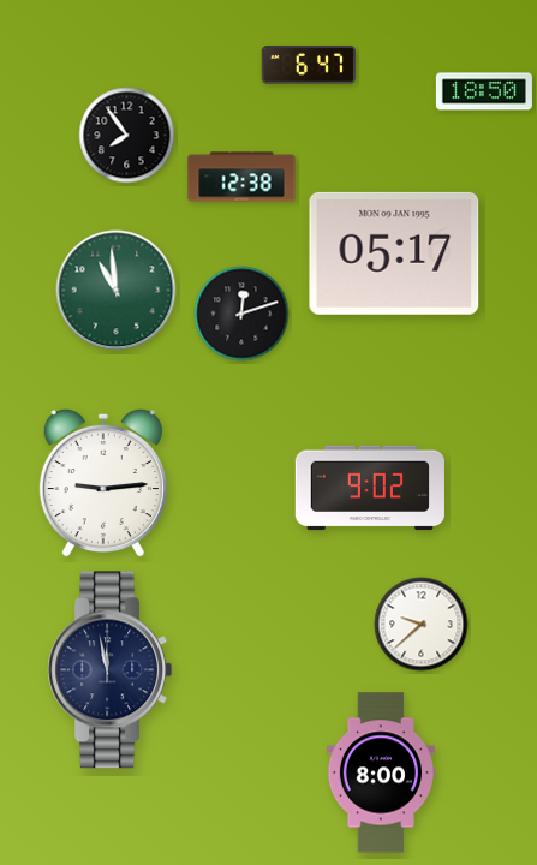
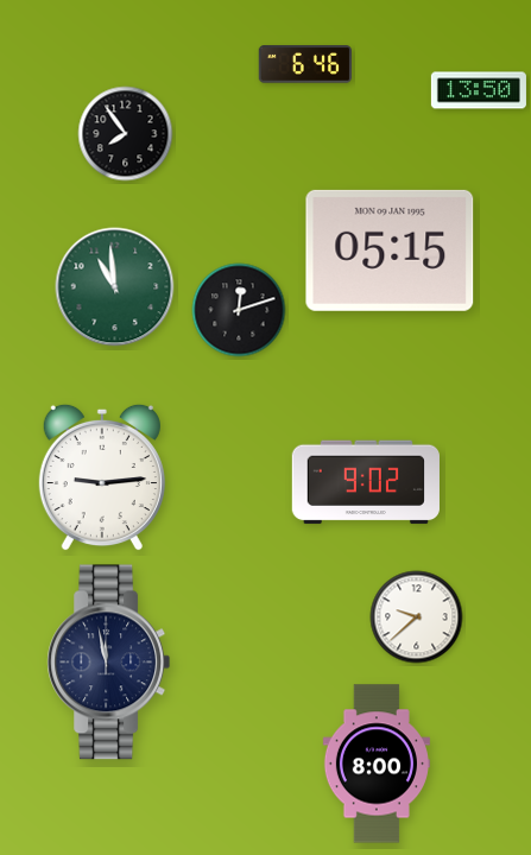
clock at (308, 65): 6:47 -> 6:46
clock at (484, 91): 18:50 -> 13:50
clock at (241, 177): 12:38 -> none
clock at (394, 253): 05:17 -> 05:15
